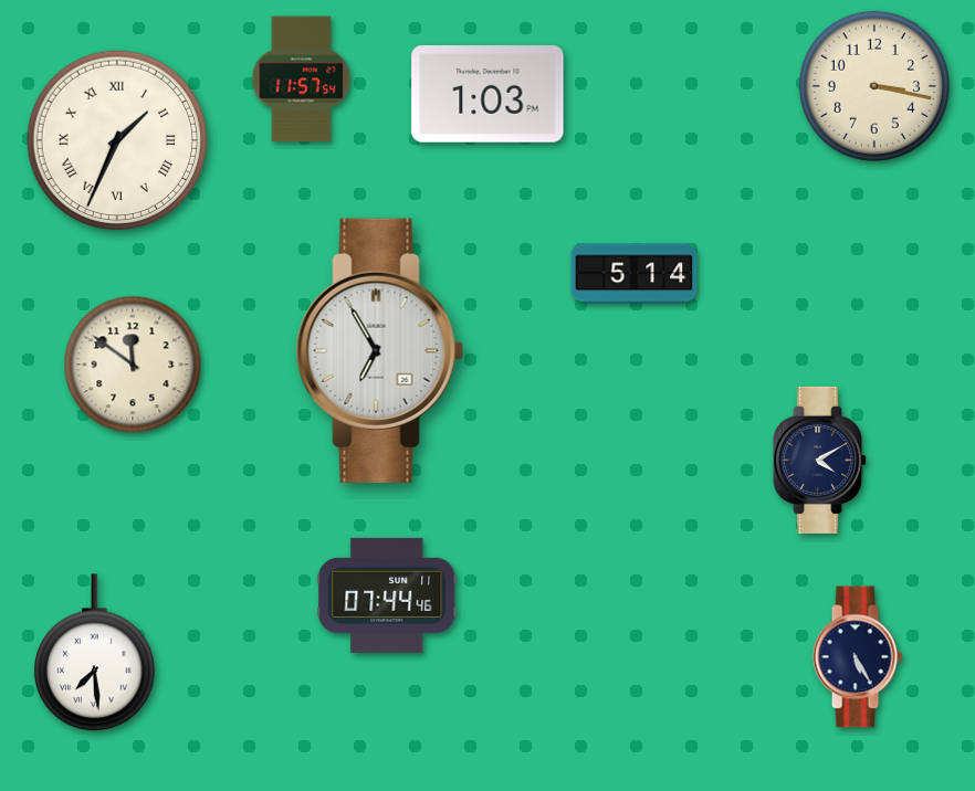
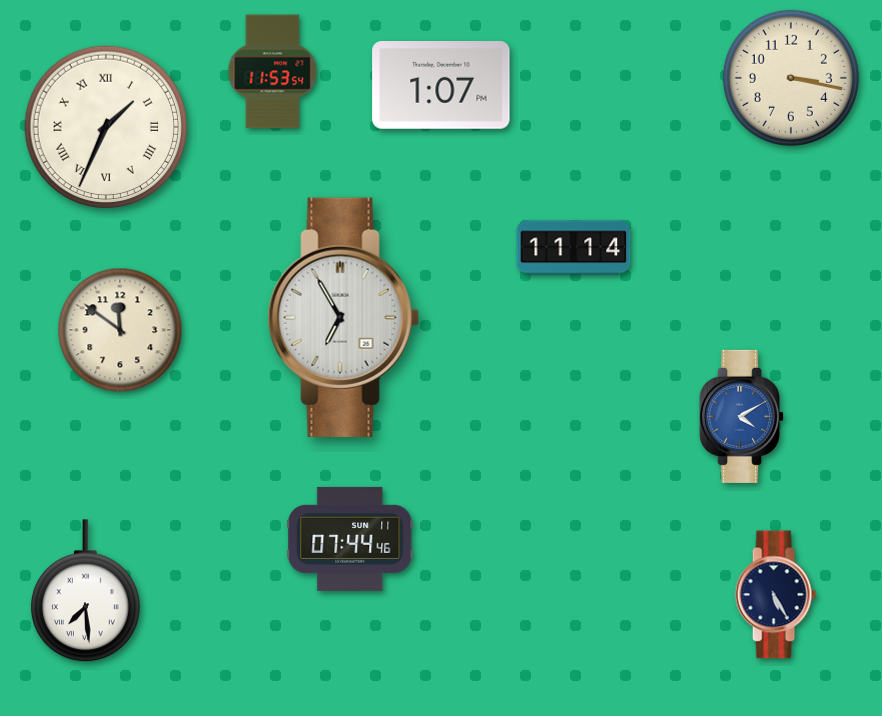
clock at (302, 80): 11:57 -> 11:53
clock at (487, 95): 1:03 -> 1:07
clock at (635, 274): 5:14 -> 11:14
clock at (820, 460) dial: navy -> blue
